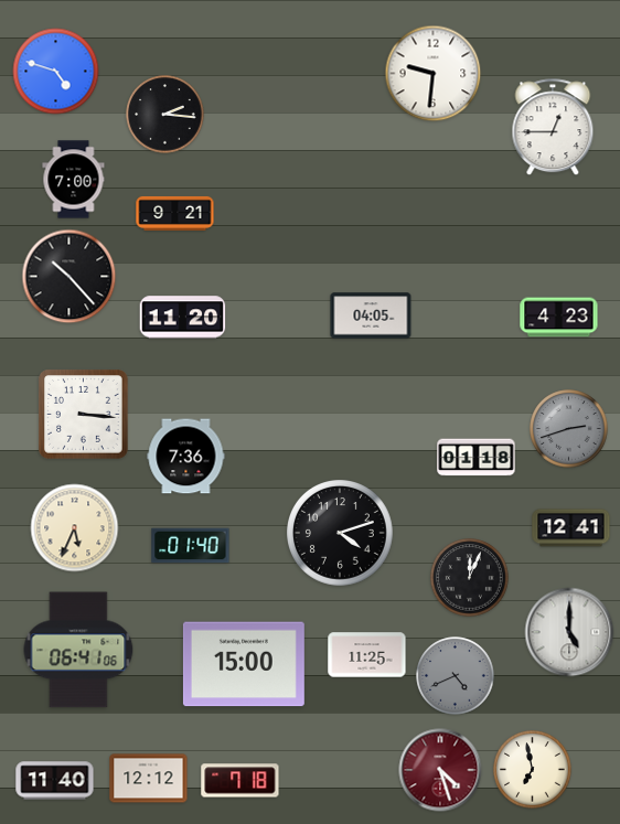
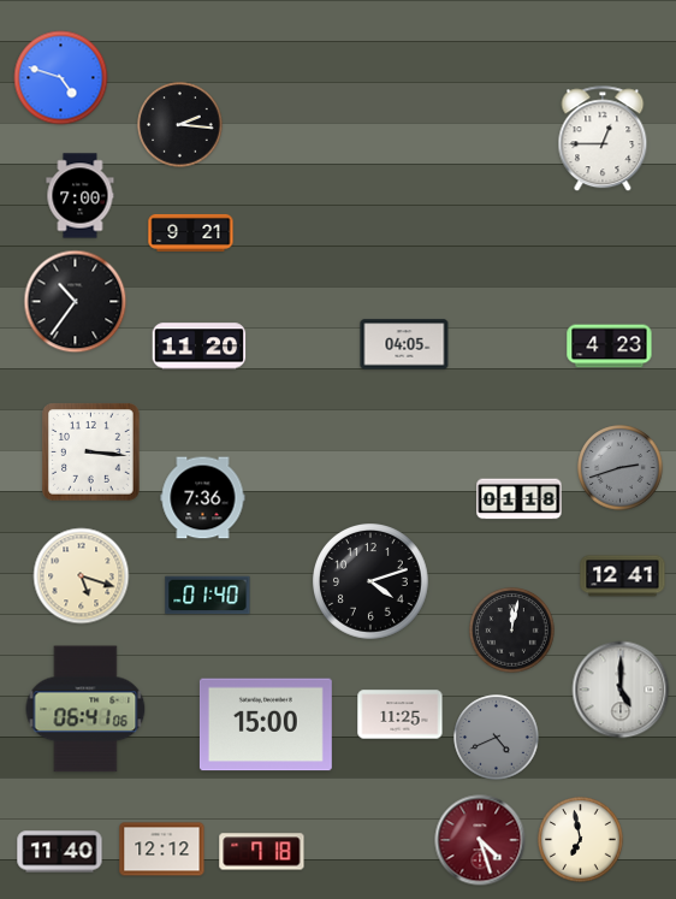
clock at (434, 74): 9:31 -> none
clock at (70, 277): 10:23 -> 10:36
clock at (75, 528): 5:34 -> 5:18
clock at (470, 578): 12:04 -> 12:02
